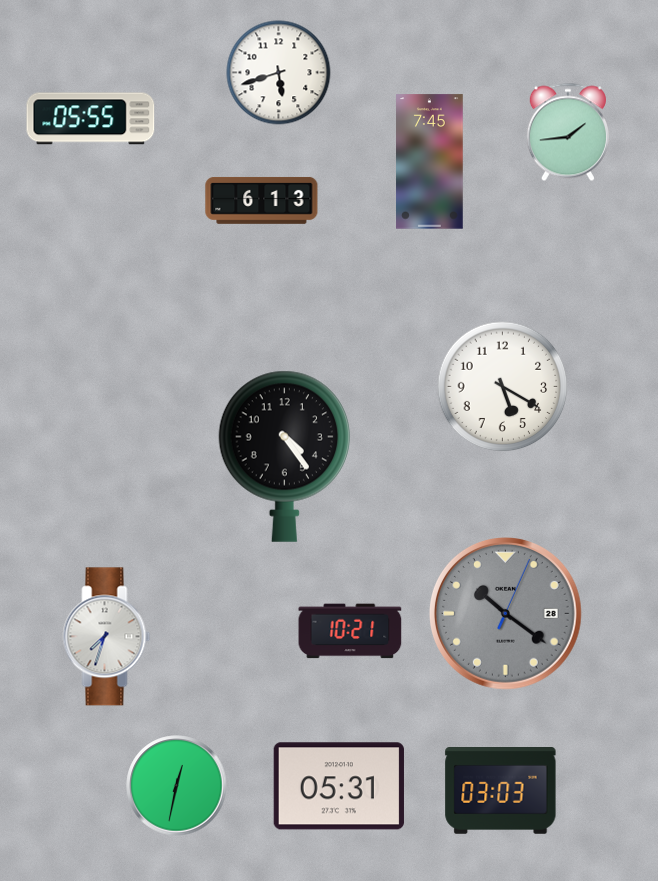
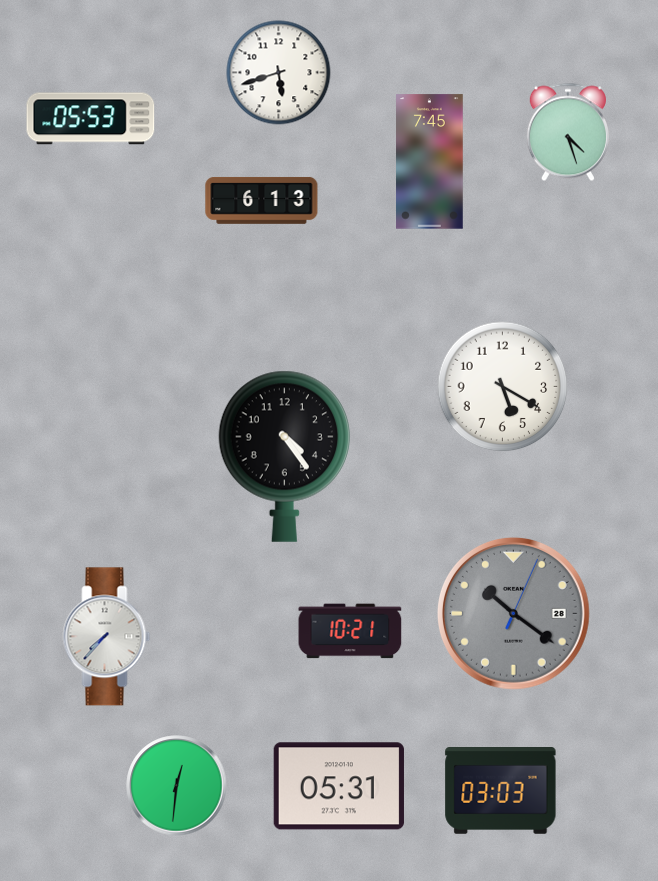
clock at (91, 119): 05:55 -> 05:53
clock at (568, 132): 1:44 -> 4:27
clock at (506, 614) position: (506, 614) -> (514, 614)
clock at (107, 637): 7:33 -> 7:37
clock at (177, 786): 12:32 -> 12:31
